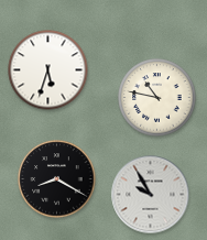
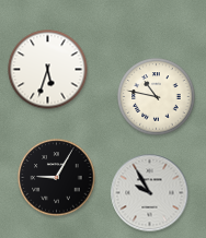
clock at (57, 179): 8:20 -> 9:05
